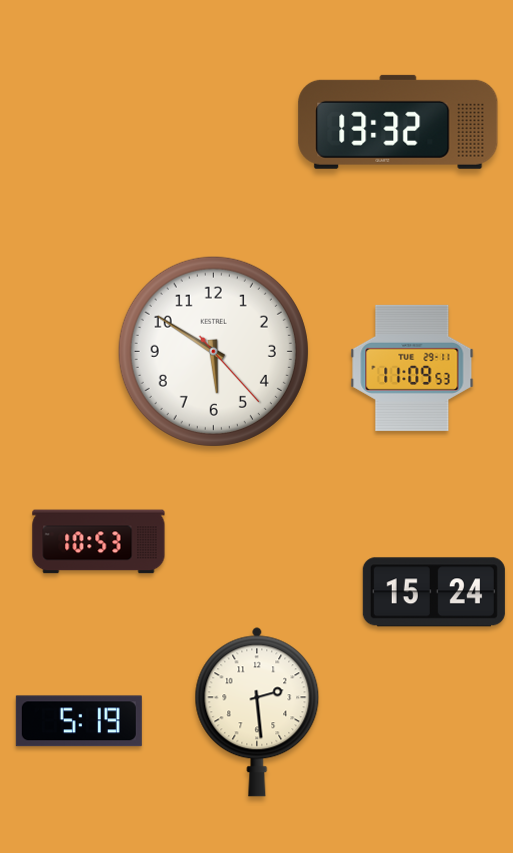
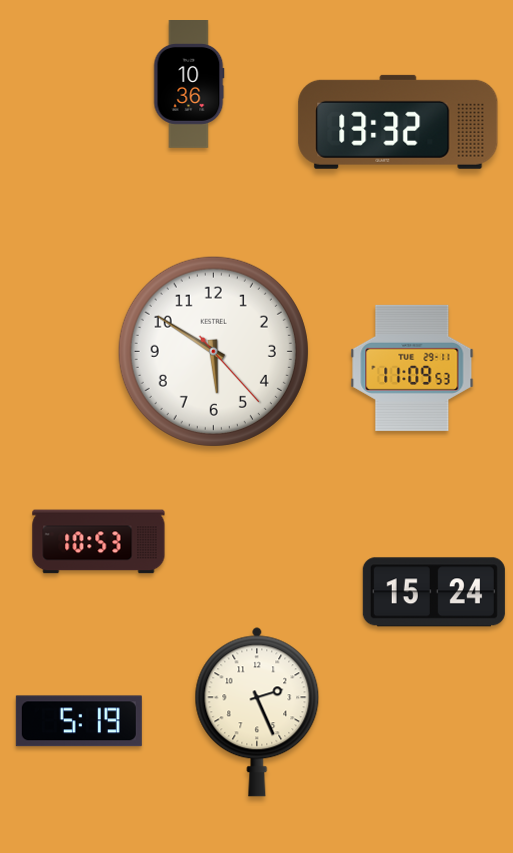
clock at (189, 85): none -> 10:36
clock at (257, 712): 2:29 -> 2:26
